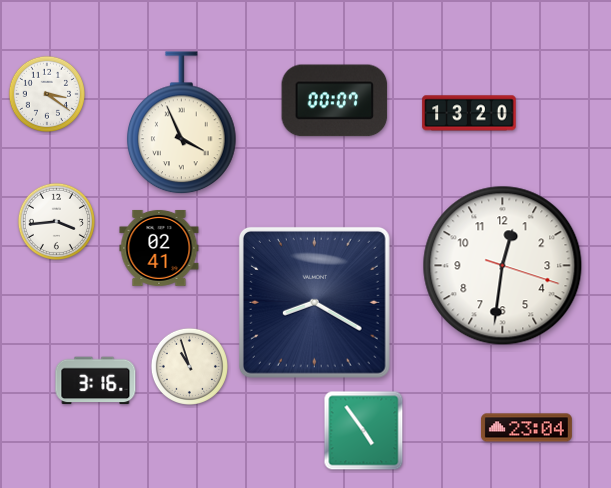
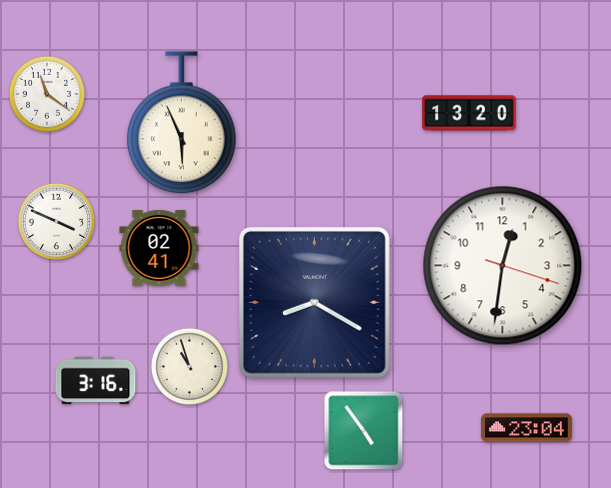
clock at (46, 93): 3:21 -> 11:21
clock at (335, 101): 00:07 -> none
clock at (182, 123): 3:56 -> 5:56
clock at (56, 221): 3:44 -> 3:49
